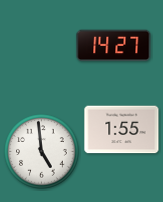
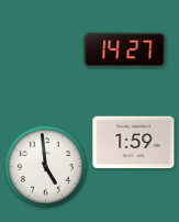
clock at (122, 130): 1:55 -> 1:59
